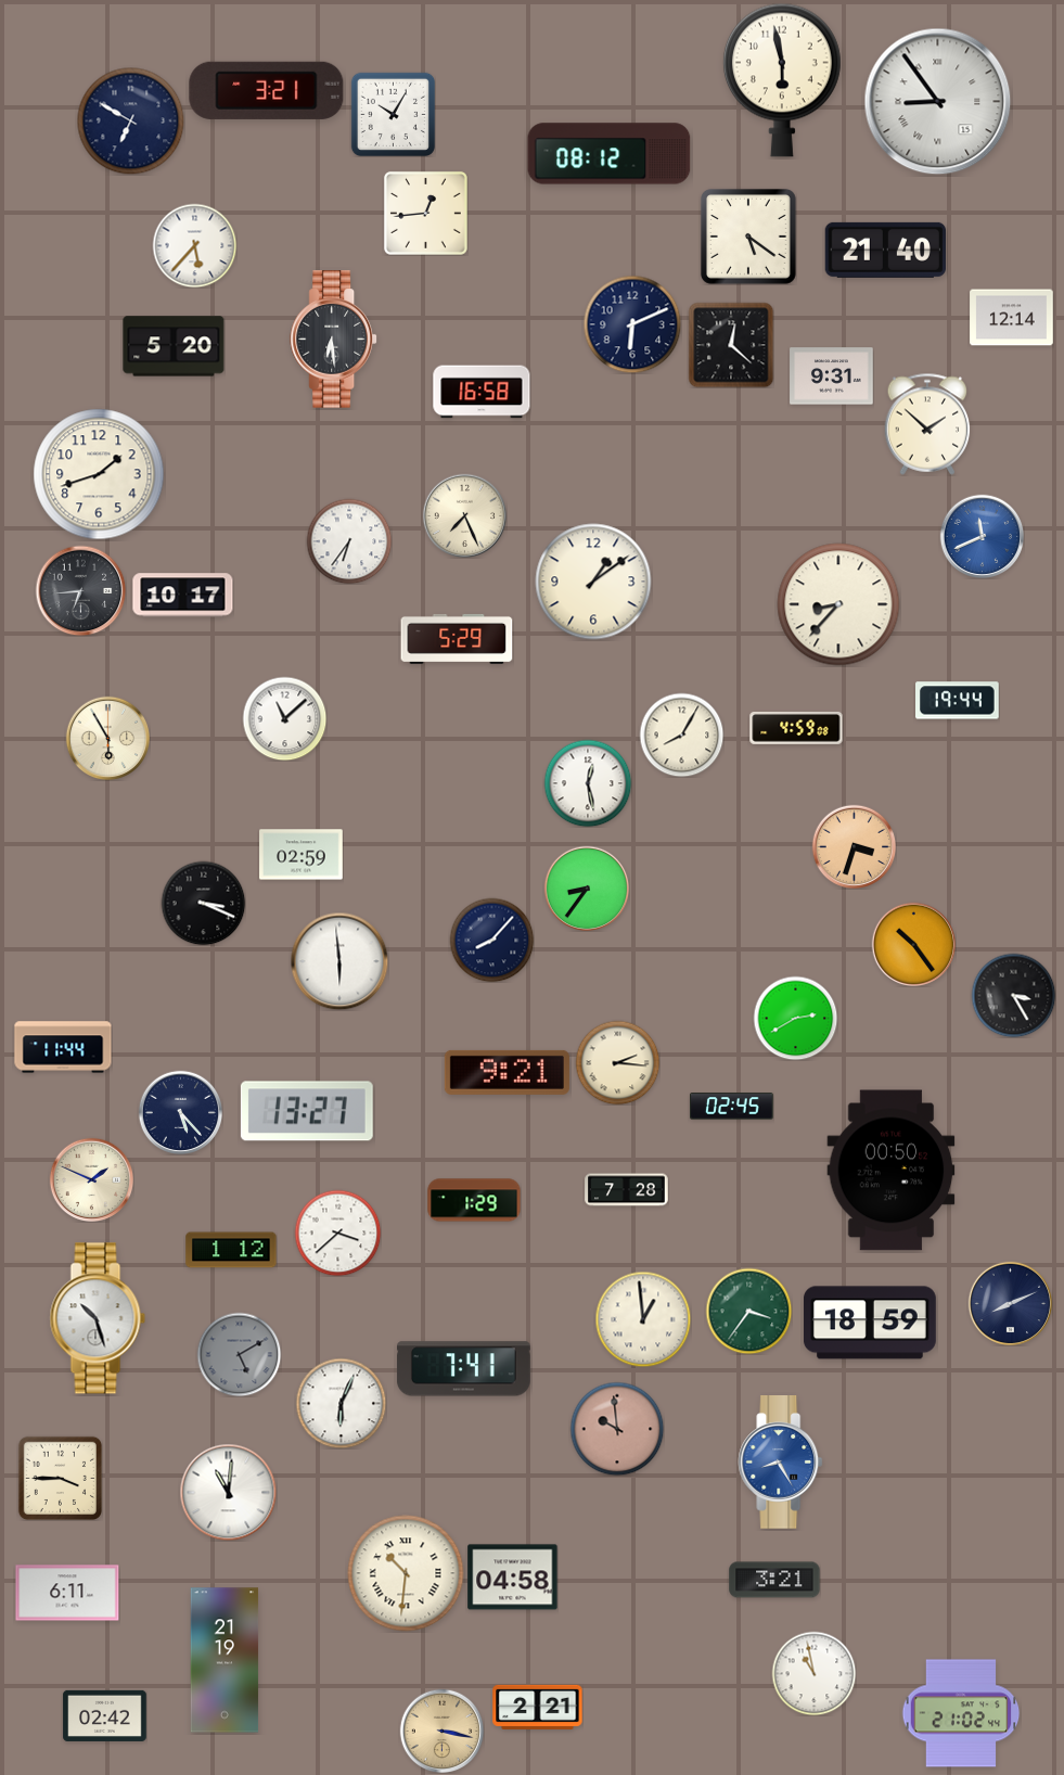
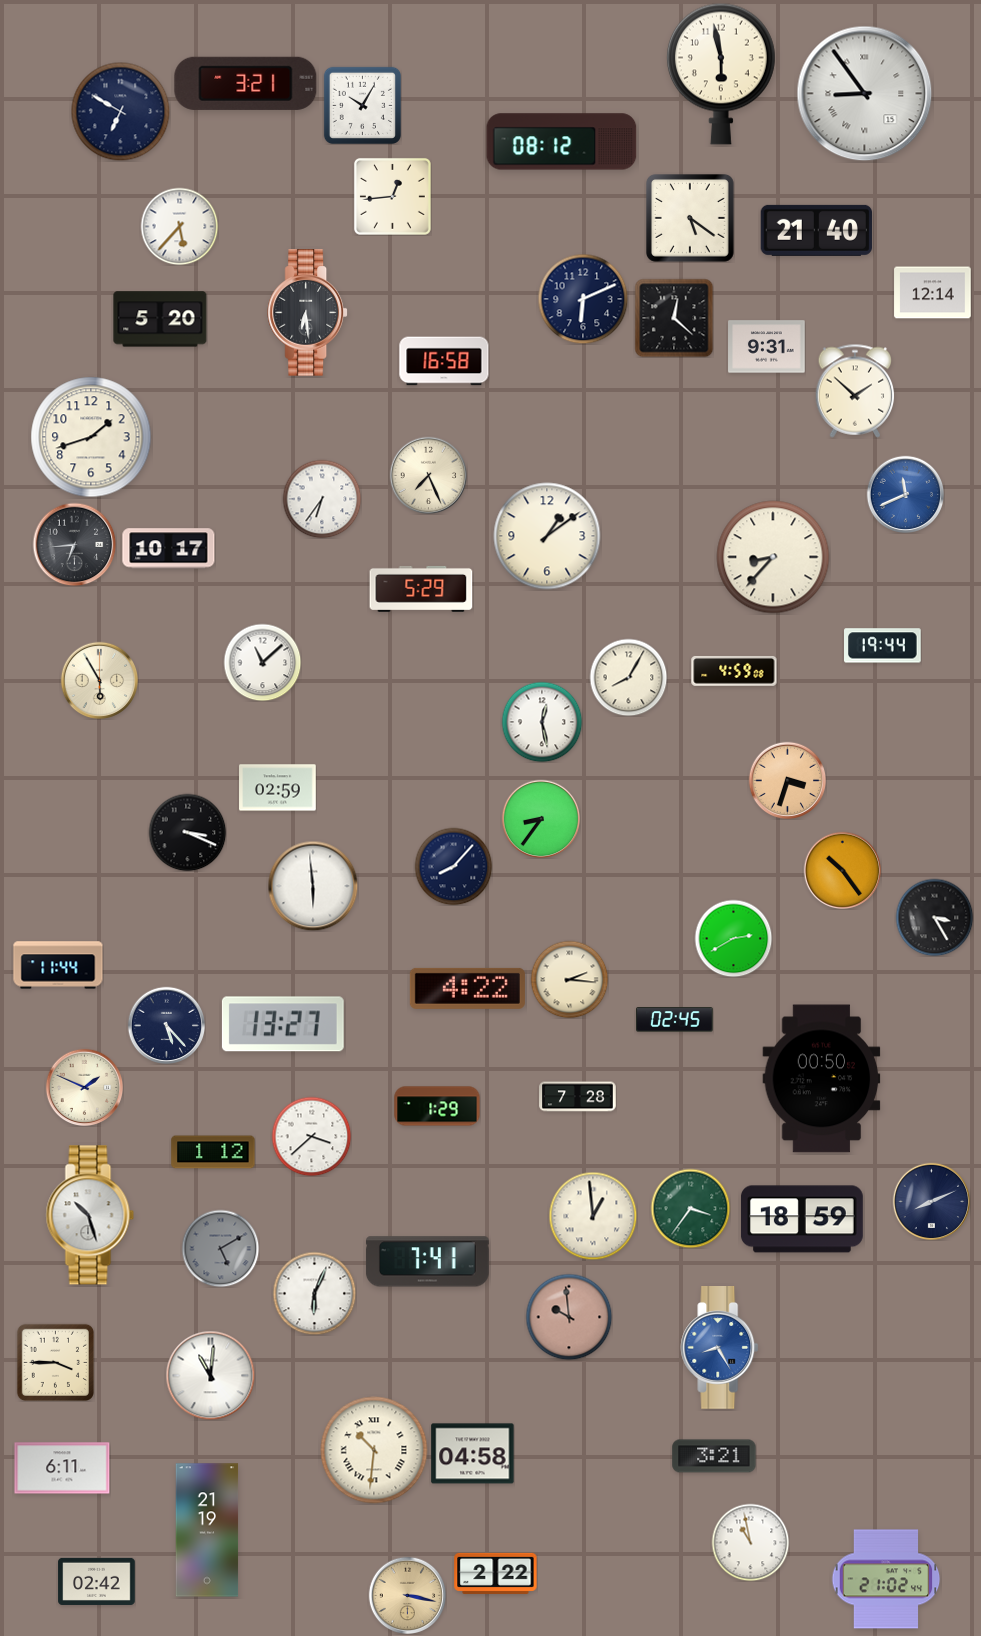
clock at (507, 1072): 9:21 -> 4:22
clock at (538, 1707): 2:21 -> 2:22
